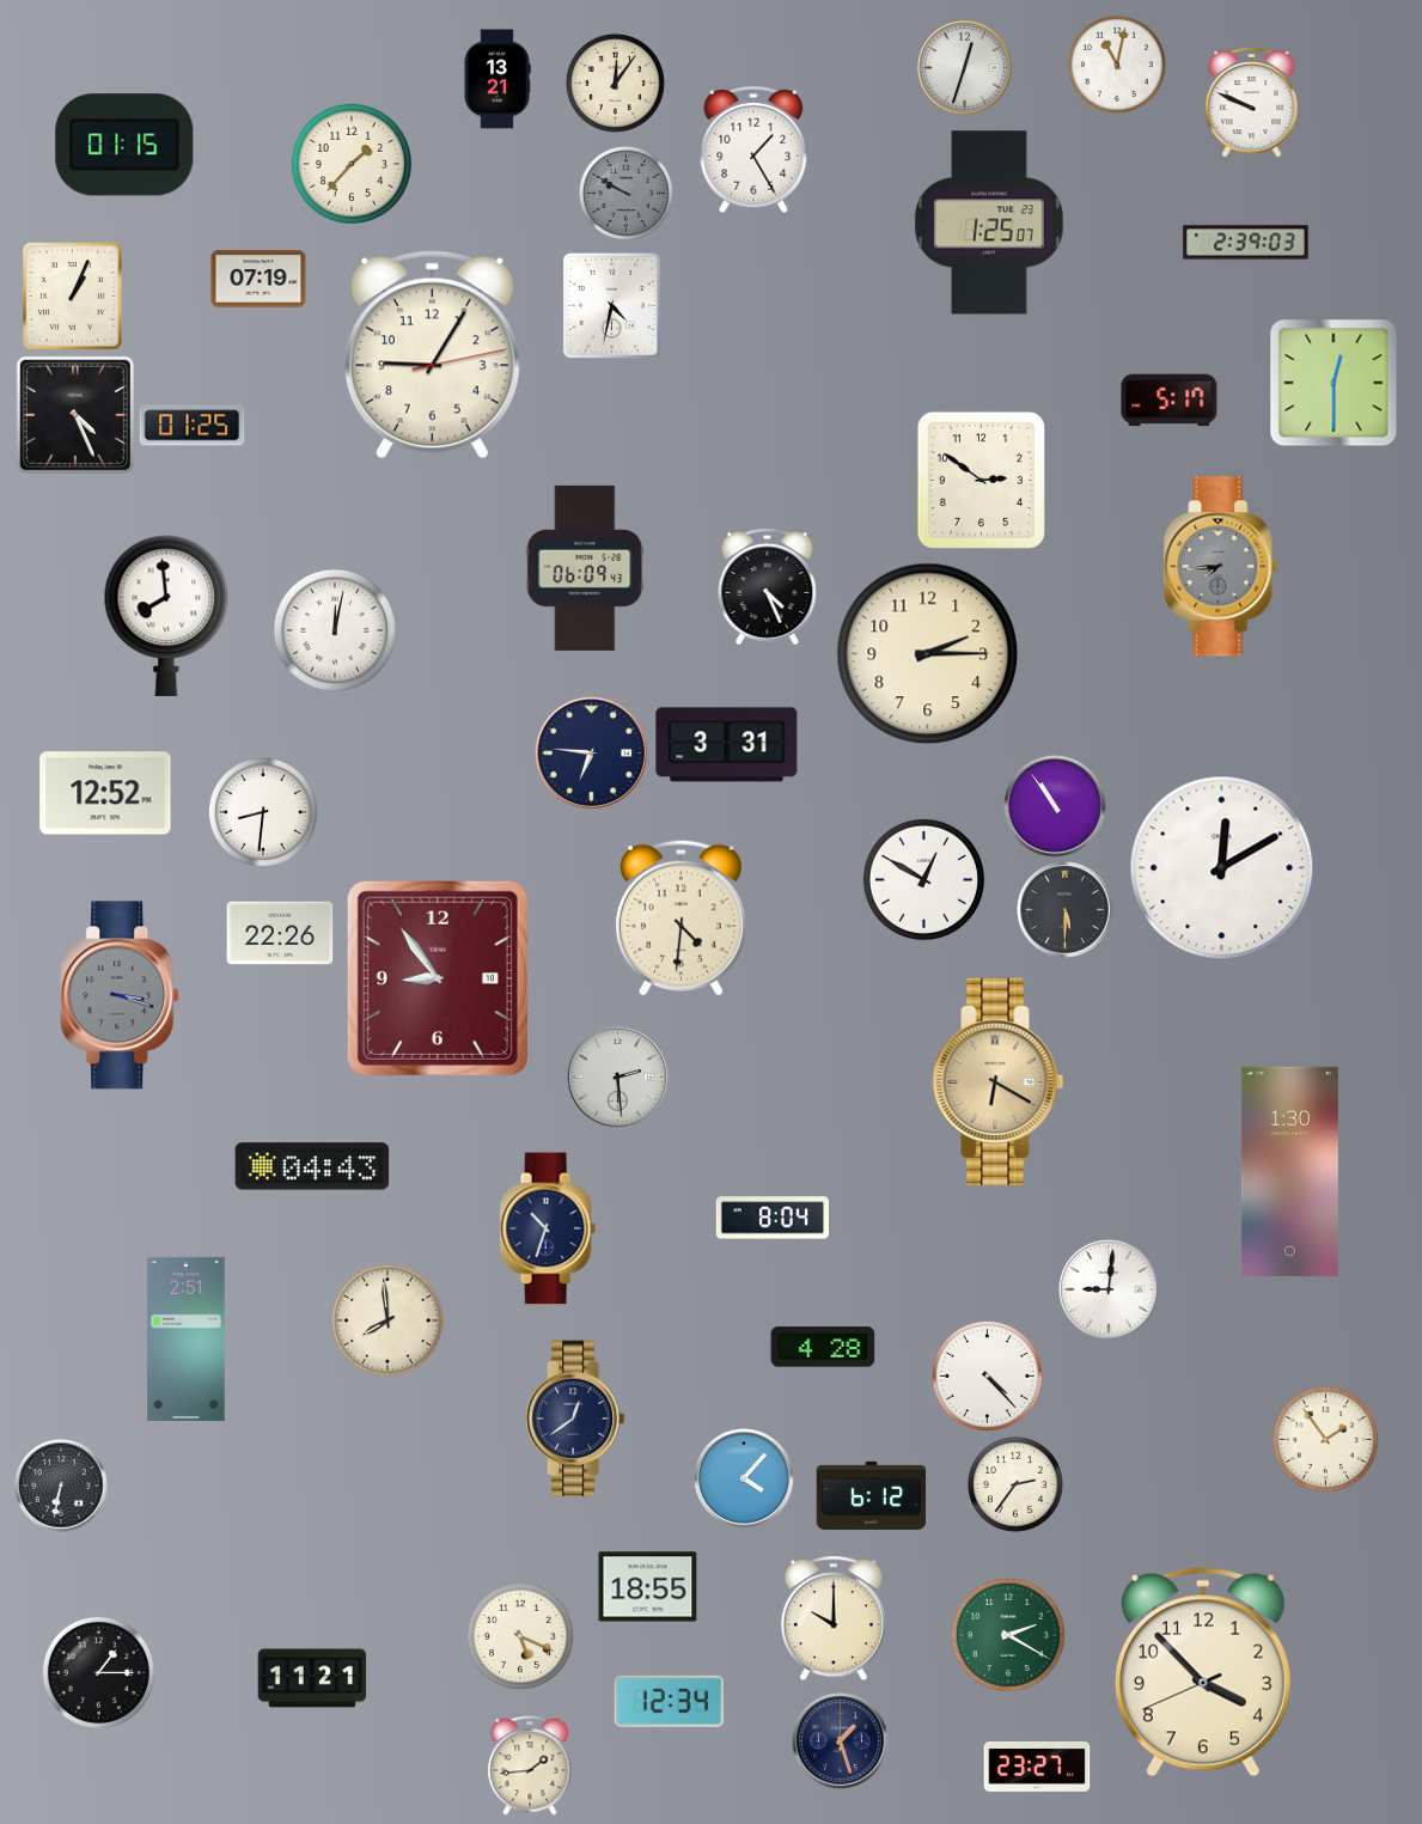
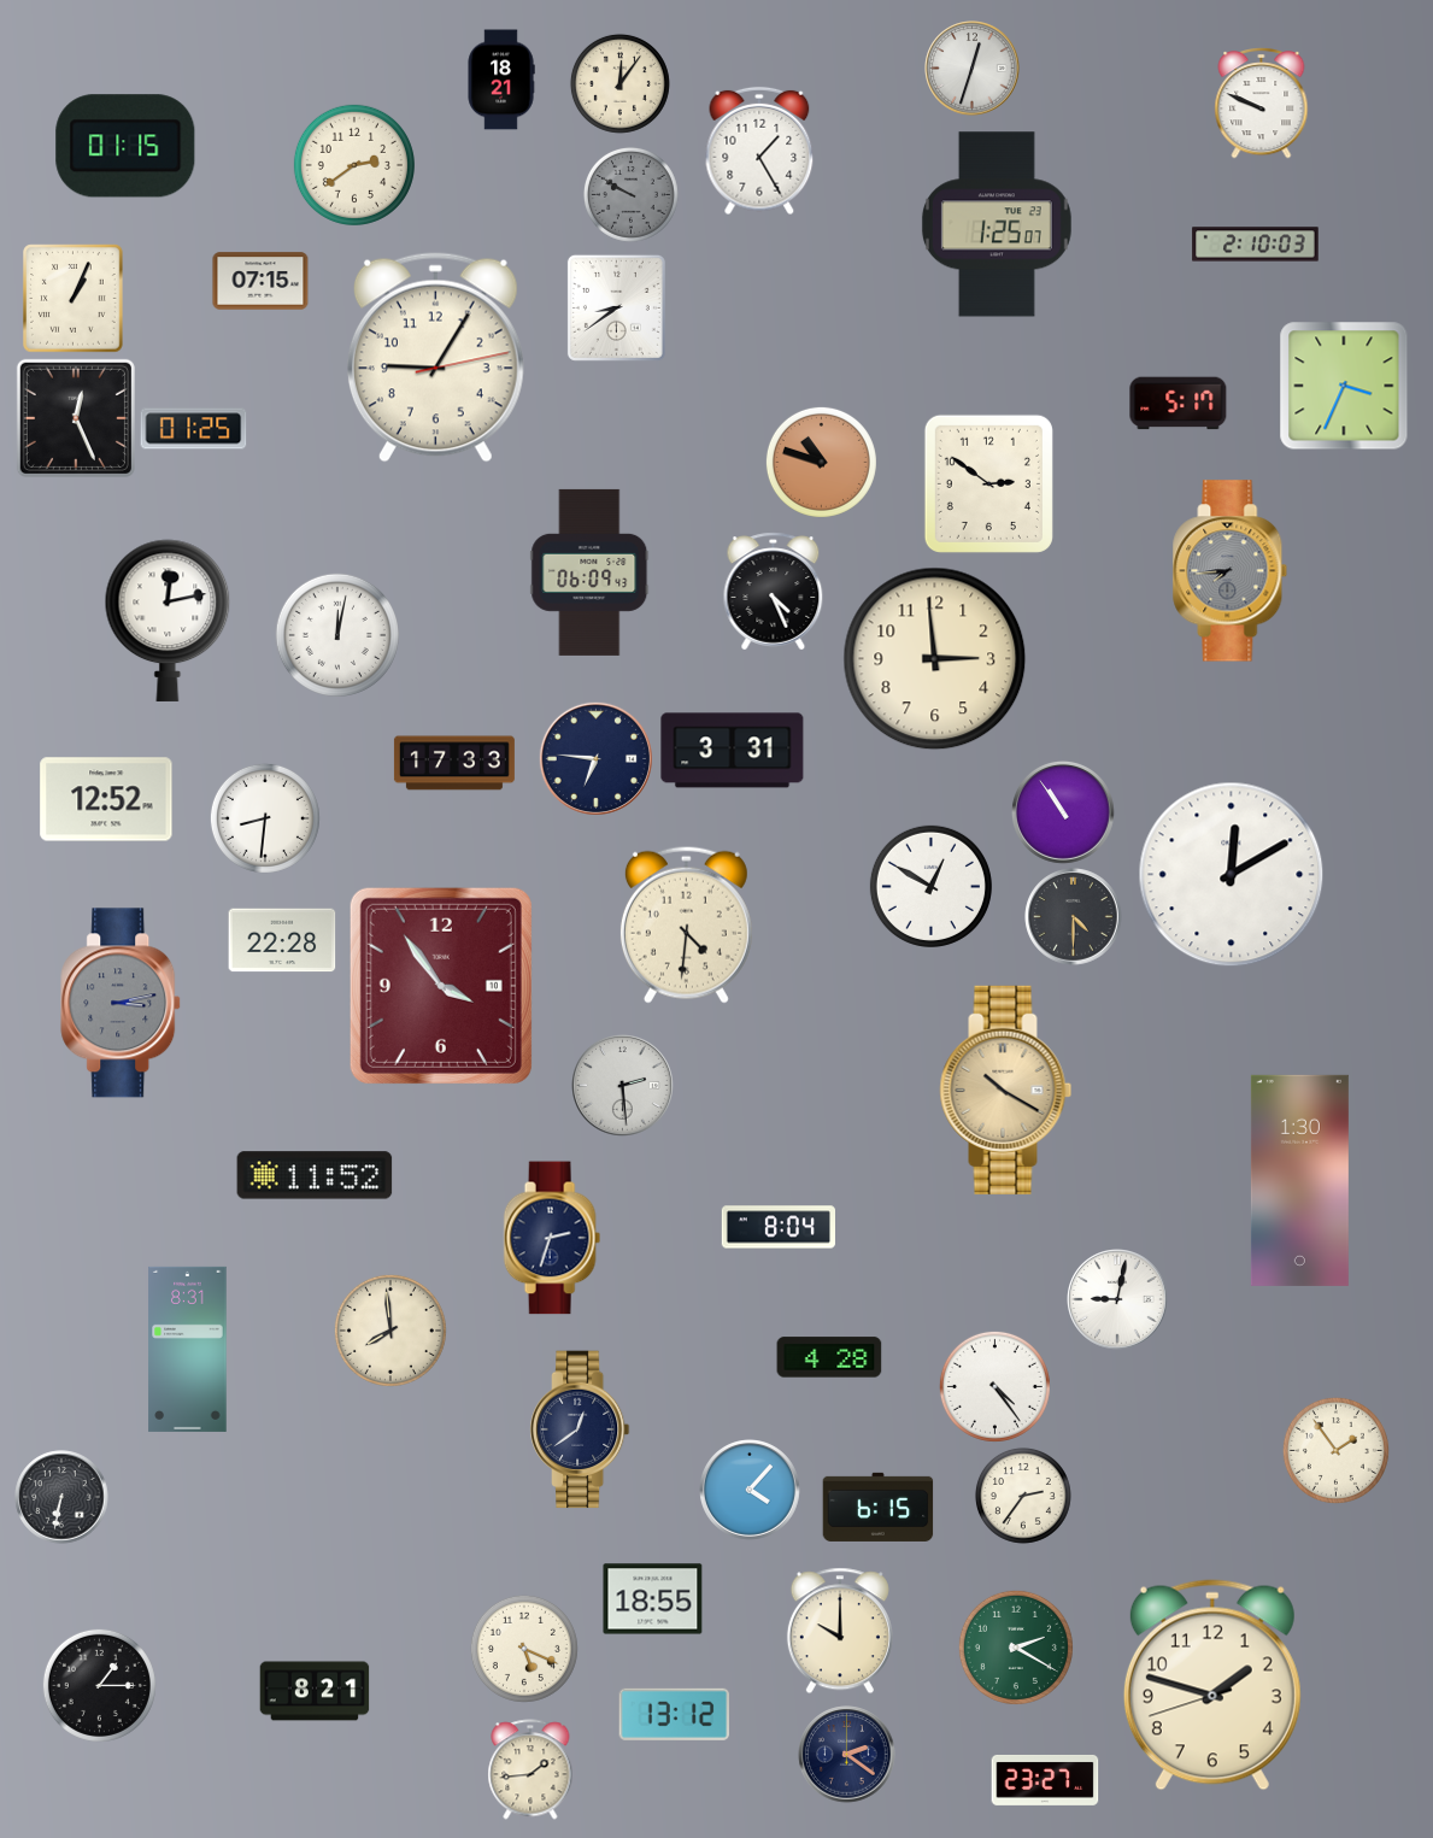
clock at (1117, 65): 11:02 -> none
clock at (498, 79): 13:21 -> 18:21
clock at (352, 164): 1:37 -> 2:39
clock at (1246, 243): 2:39 -> 2:10
clock at (258, 279): 07:19 -> 07:15
clock at (611, 305): 4:32 -> 8:39
clock at (1333, 383): 12:30 -> 3:34
clock at (75, 415): 4:26 -> 12:26
clock at (821, 462): none -> 10:48
clock at (166, 616): 7:59 -> 12:13
clock at (928, 654): 2:15 -> 2:59
clock at (454, 763): none -> 17:33
clock at (1066, 910): 5:30 -> 4:30
clock at (280, 933): 22:26 -> 22:28
clock at (438, 978): 8:54 -> 3:54
clock at (121, 995): 3:18 -> 3:13
clock at (999, 1081): 6:20 -> 10:20
clock at (312, 1166): 04:43 -> 11:52
clock at (548, 1228): 10:33 -> 2:33
clock at (1110, 1291): 9:01 -> 9:02
clock at (187, 1338): 2:51 -> 8:31
clock at (987, 1375): 4:23 -> 4:24
clock at (872, 1495): 6:12 -> 6:15
clock at (1203, 1672): 3:52 -> 1:47
clock at (312, 1678): 11:21 -> 8:21
clock at (670, 1701): 12:34 -> 13:12
clock at (841, 1741): 1:27 -> 2:21
clock at (530, 1765) position: (530, 1765) -> (530, 1769)
